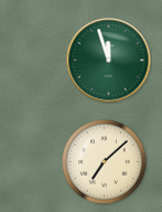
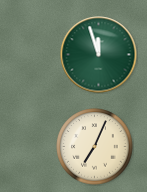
clock at (105, 162): 7:08 -> 7:04
